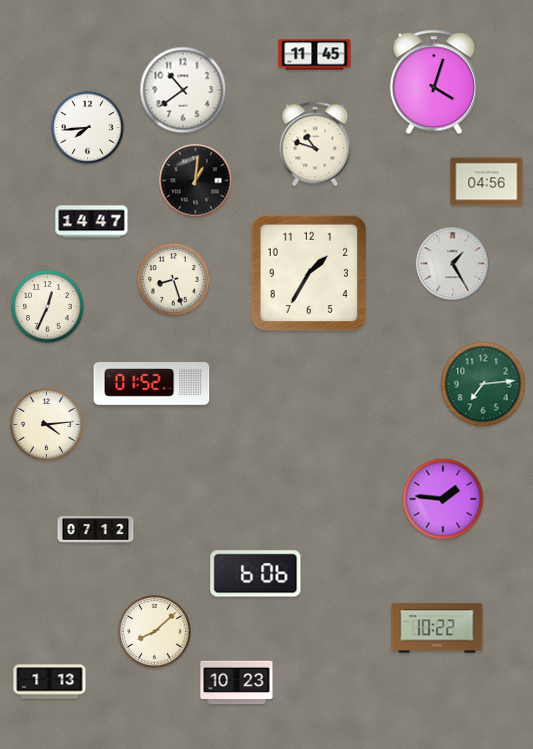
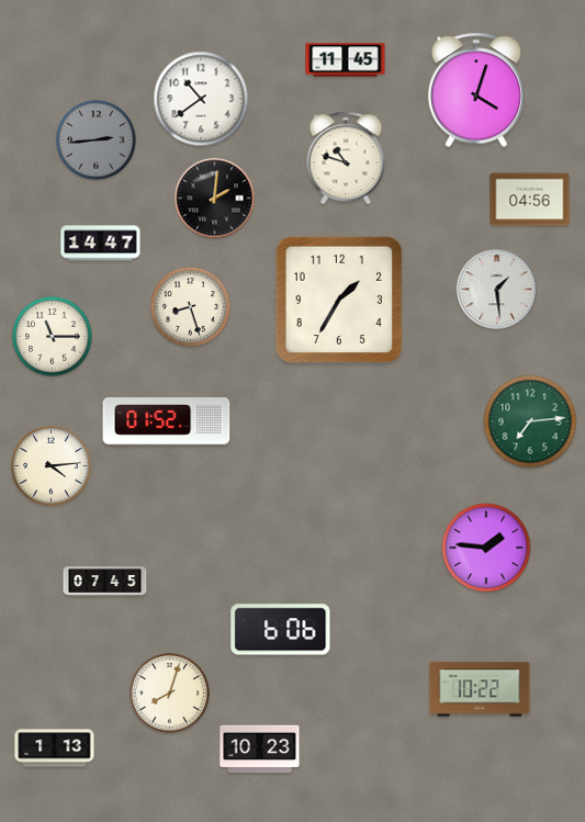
clock at (88, 128): 7:44 -> 2:44
clock at (88, 128) dial: white -> grey
clock at (196, 181): 1:01 -> 2:01
clock at (487, 182) position: (487, 182) -> (530, 200)
clock at (453, 264): 1:25 -> 1:29
clock at (48, 307): 12:34 -> 11:15
clock at (96, 530): 07:12 -> 07:45
clock at (155, 632): 8:08 -> 8:03
